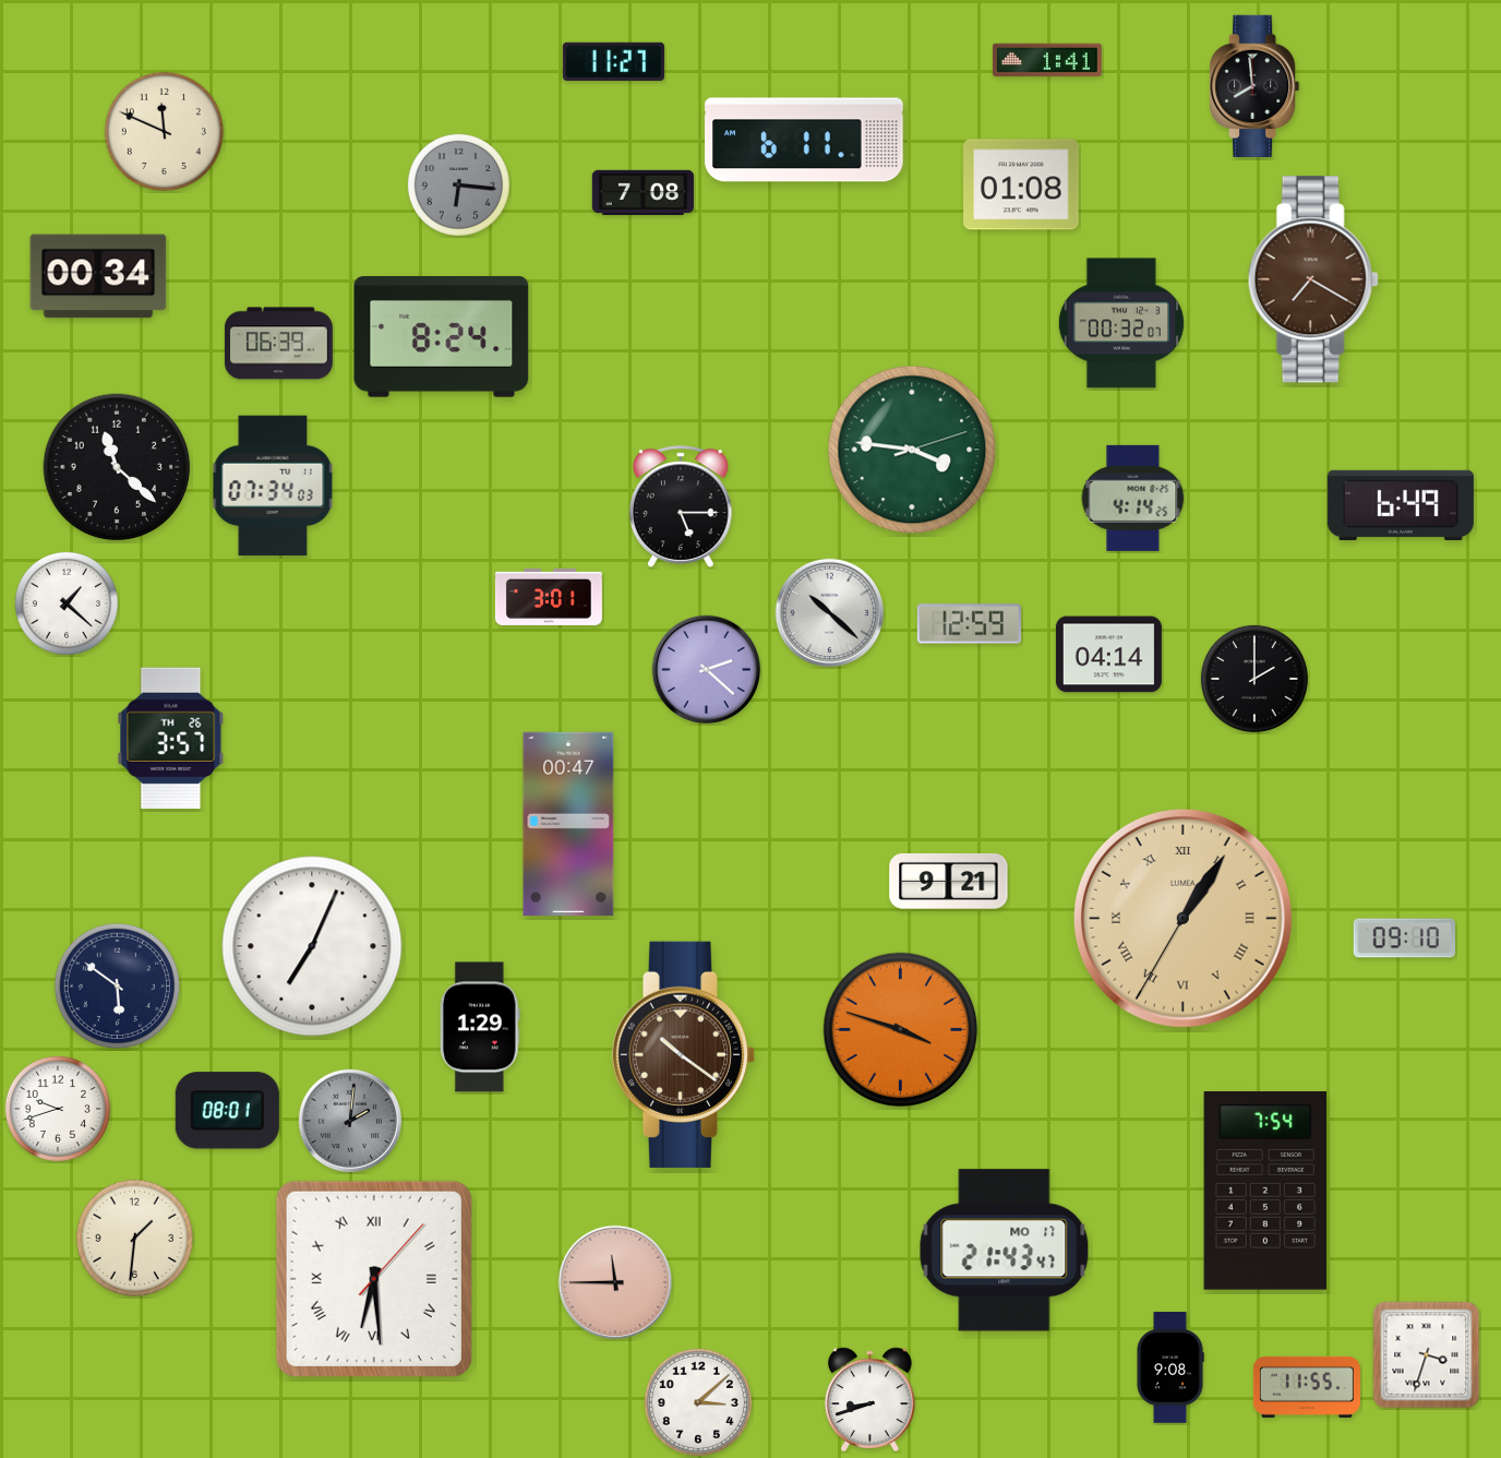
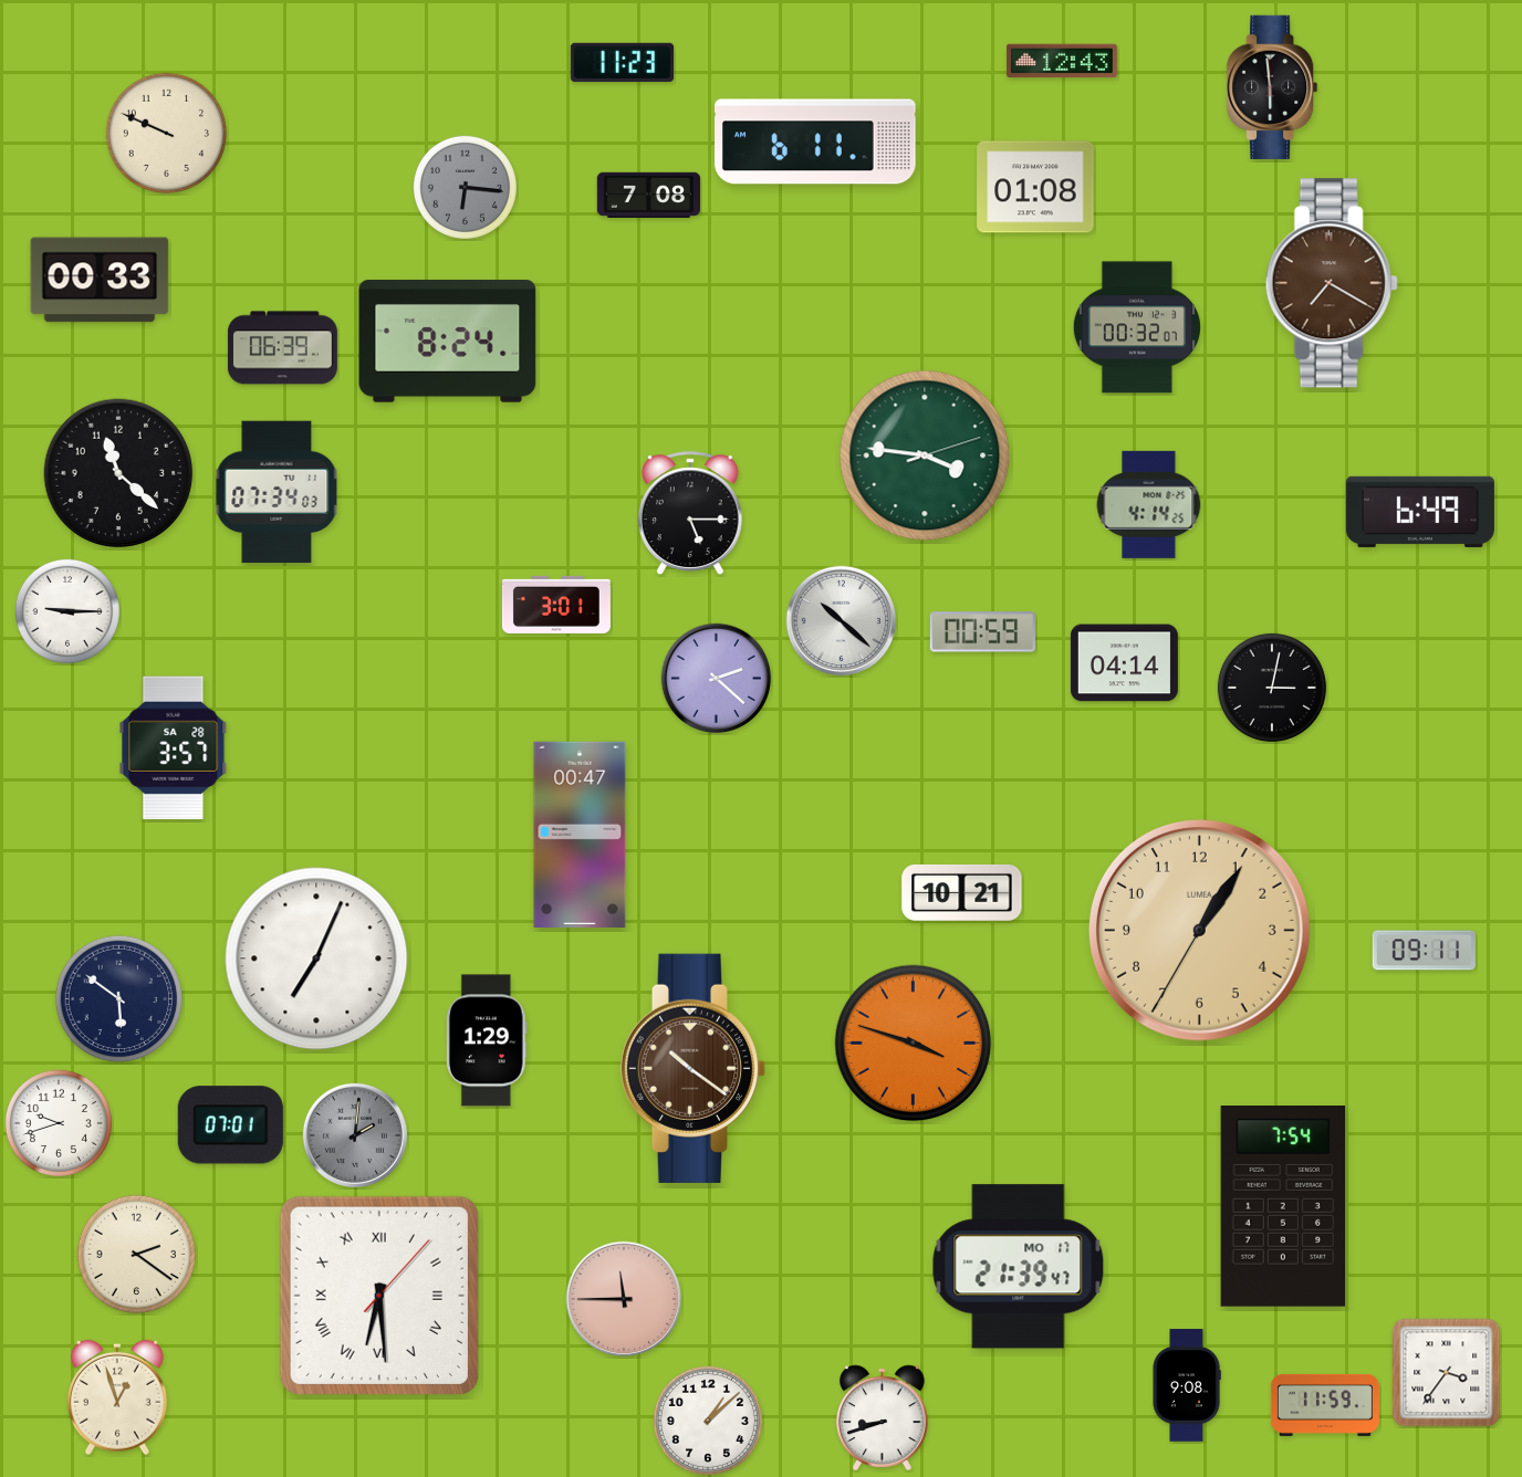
clock at (1047, 60): 1:41 -> 12:43
clock at (613, 62): 11:27 -> 11:23
clock at (1256, 85): 7:59 -> 5:59
clock at (164, 131): 11:49 -> 9:49
clock at (643, 192) position: (643, 192) -> (648, 195)
clock at (98, 276): 00:34 -> 00:33
clock at (67, 603): 1:22 -> 9:15
clock at (969, 624): 12:59 -> 00:59
clock at (1254, 679): 2:00 -> 3:02
clock at (171, 738) date: TH 26 -> SA 28
clock at (568, 824) position: (568, 824) -> (580, 835)
clock at (949, 881): 9:21 -> 10:21
clock at (1182, 918) numerals: Roman -> Arabic
clock at (1404, 939): 09:10 -> 09:11
clock at (227, 1111): 08:01 -> 07:01
clock at (134, 1238): 1:31 -> 2:21
clock at (1005, 1251): 21:43 -> 21:39
clock at (1427, 1355): 3:33 -> 3:36
clock at (117, 1397): none -> 12:57
clock at (1307, 1387): 11:55 -> 11:59
clock at (698, 1402): 3:08 -> 1:08
